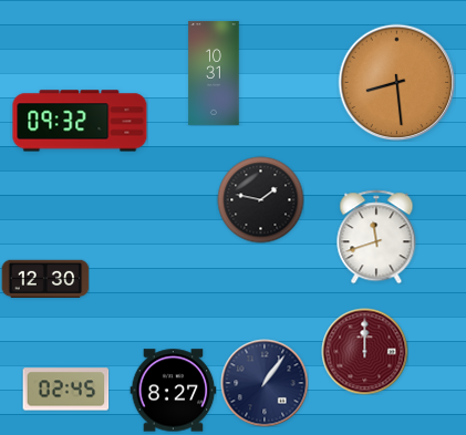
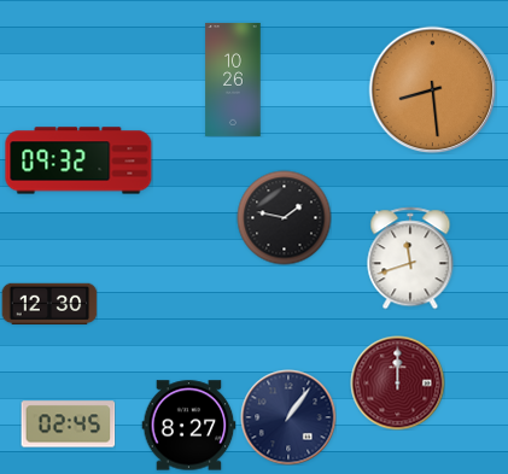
clock at (214, 73): 10:31 -> 10:26
clock at (80, 121) position: (80, 121) -> (78, 160)
clock at (65, 390) position: (65, 390) -> (68, 425)
